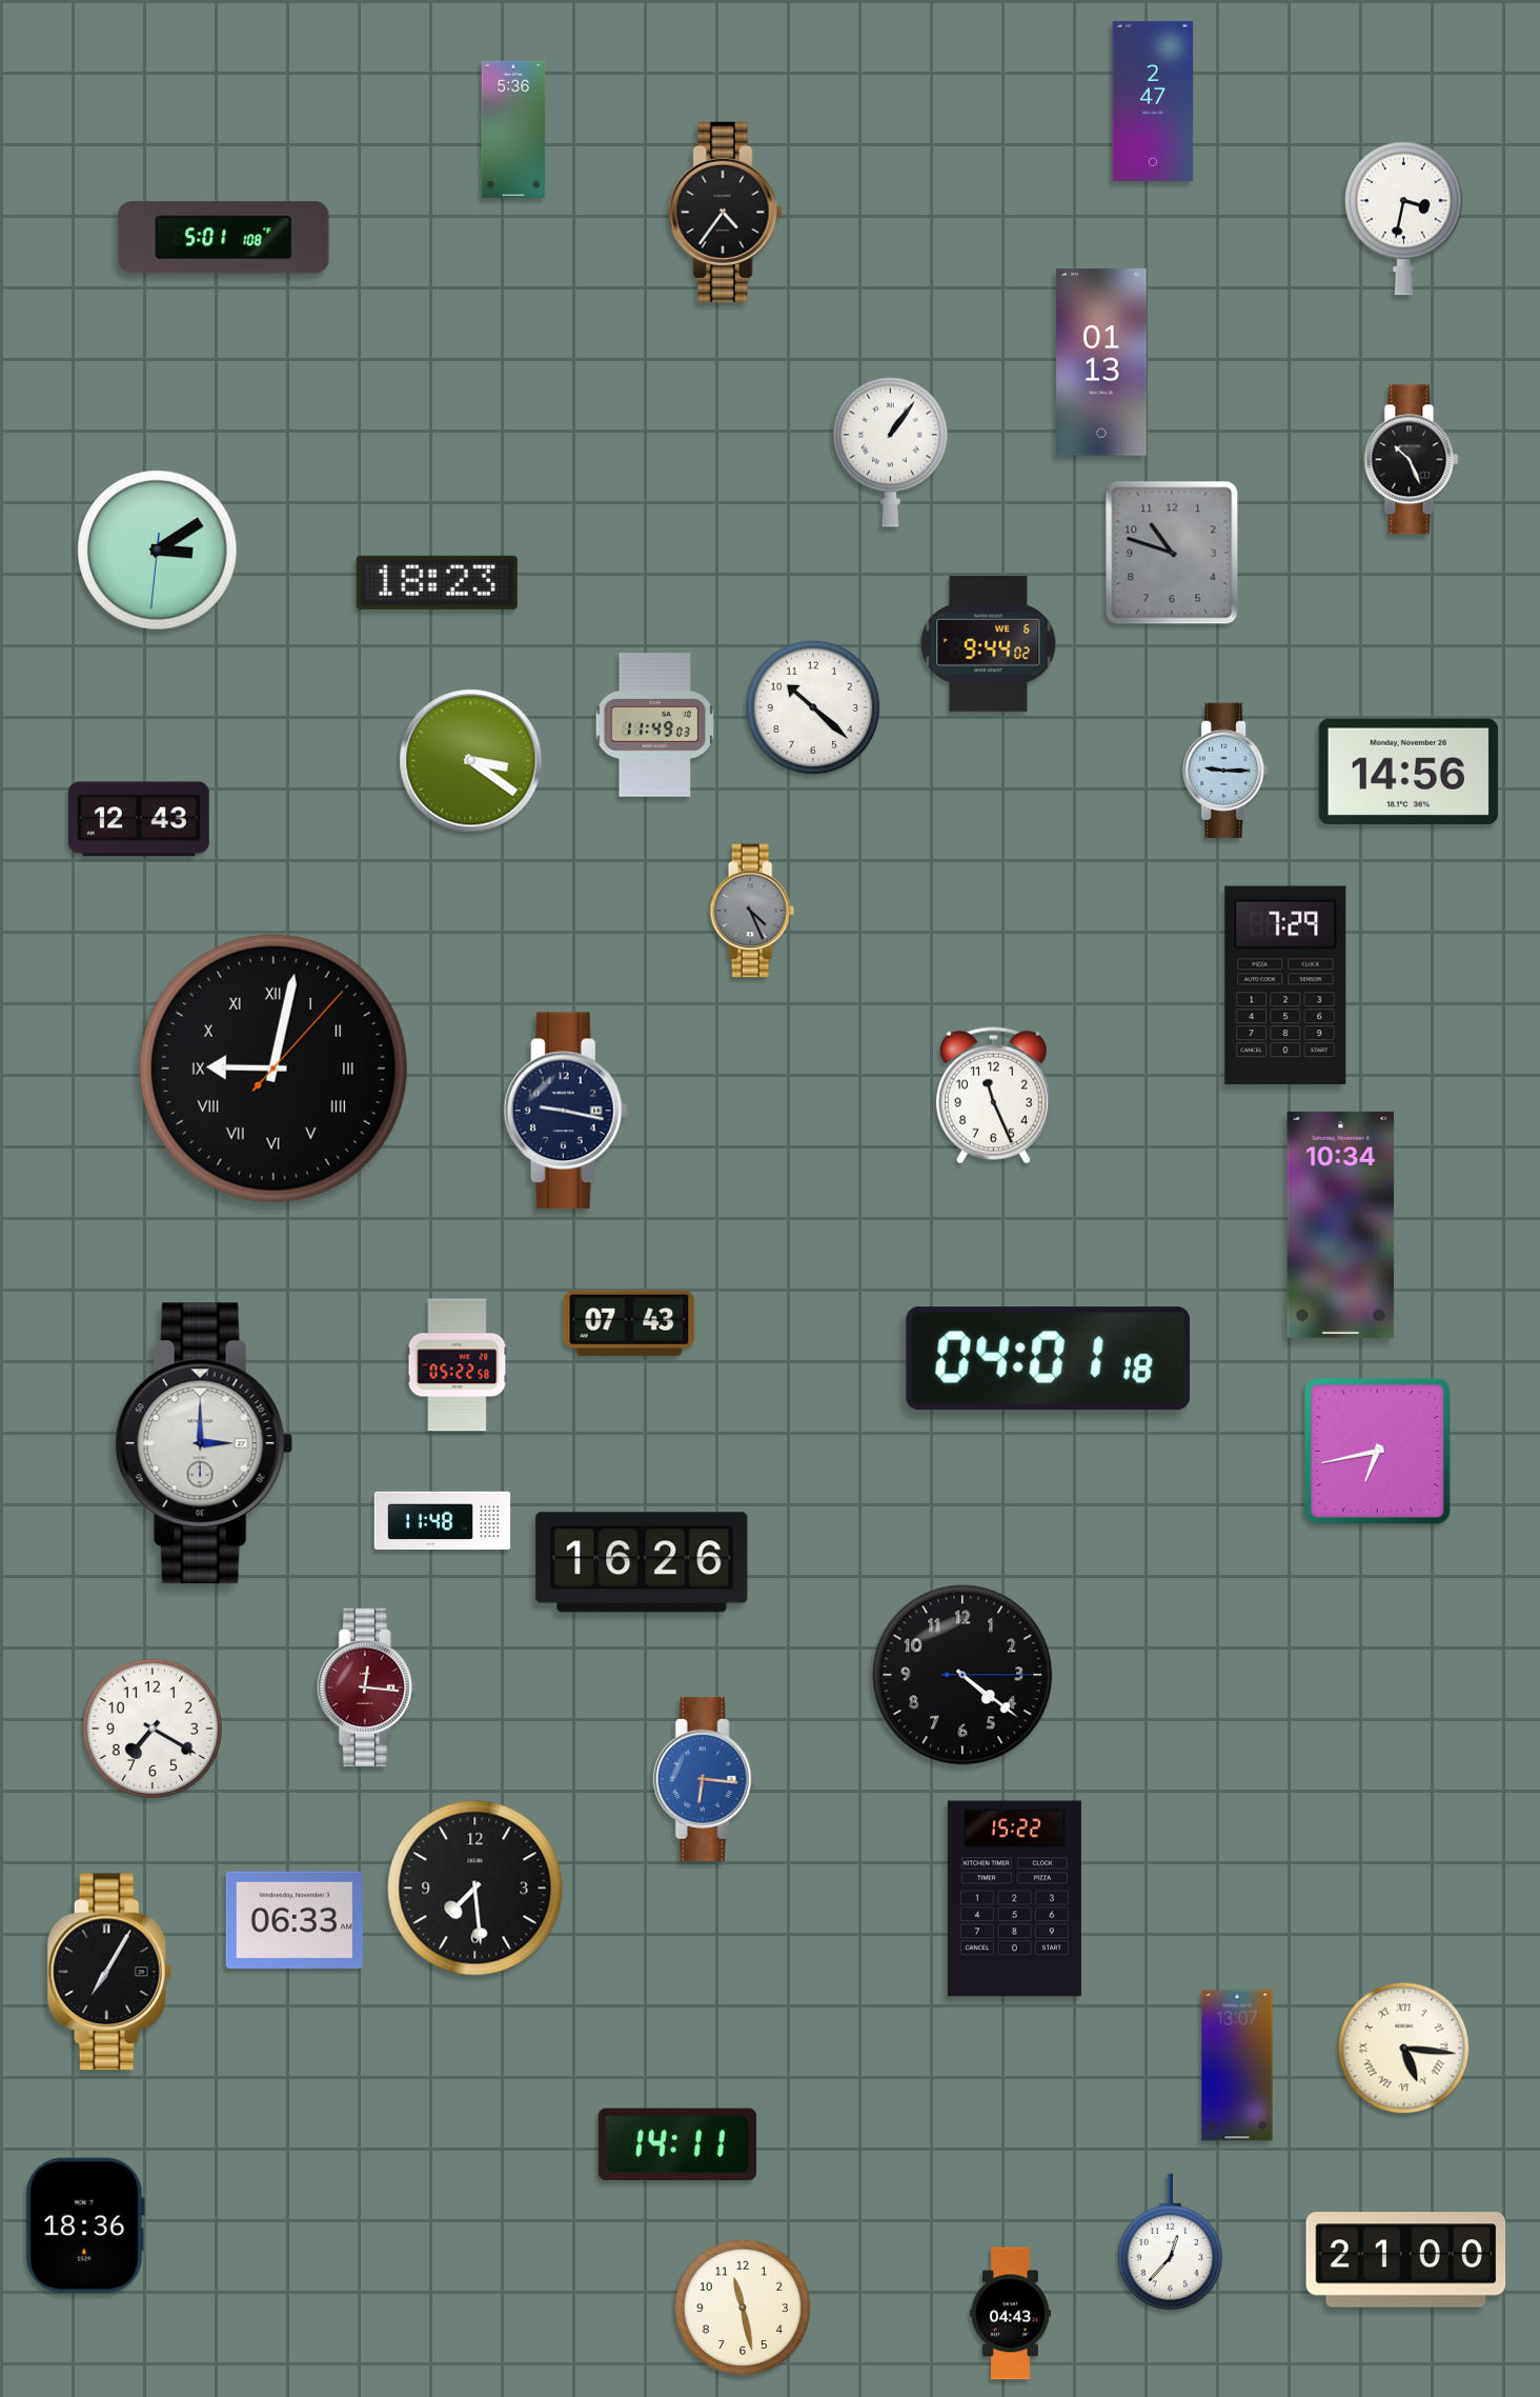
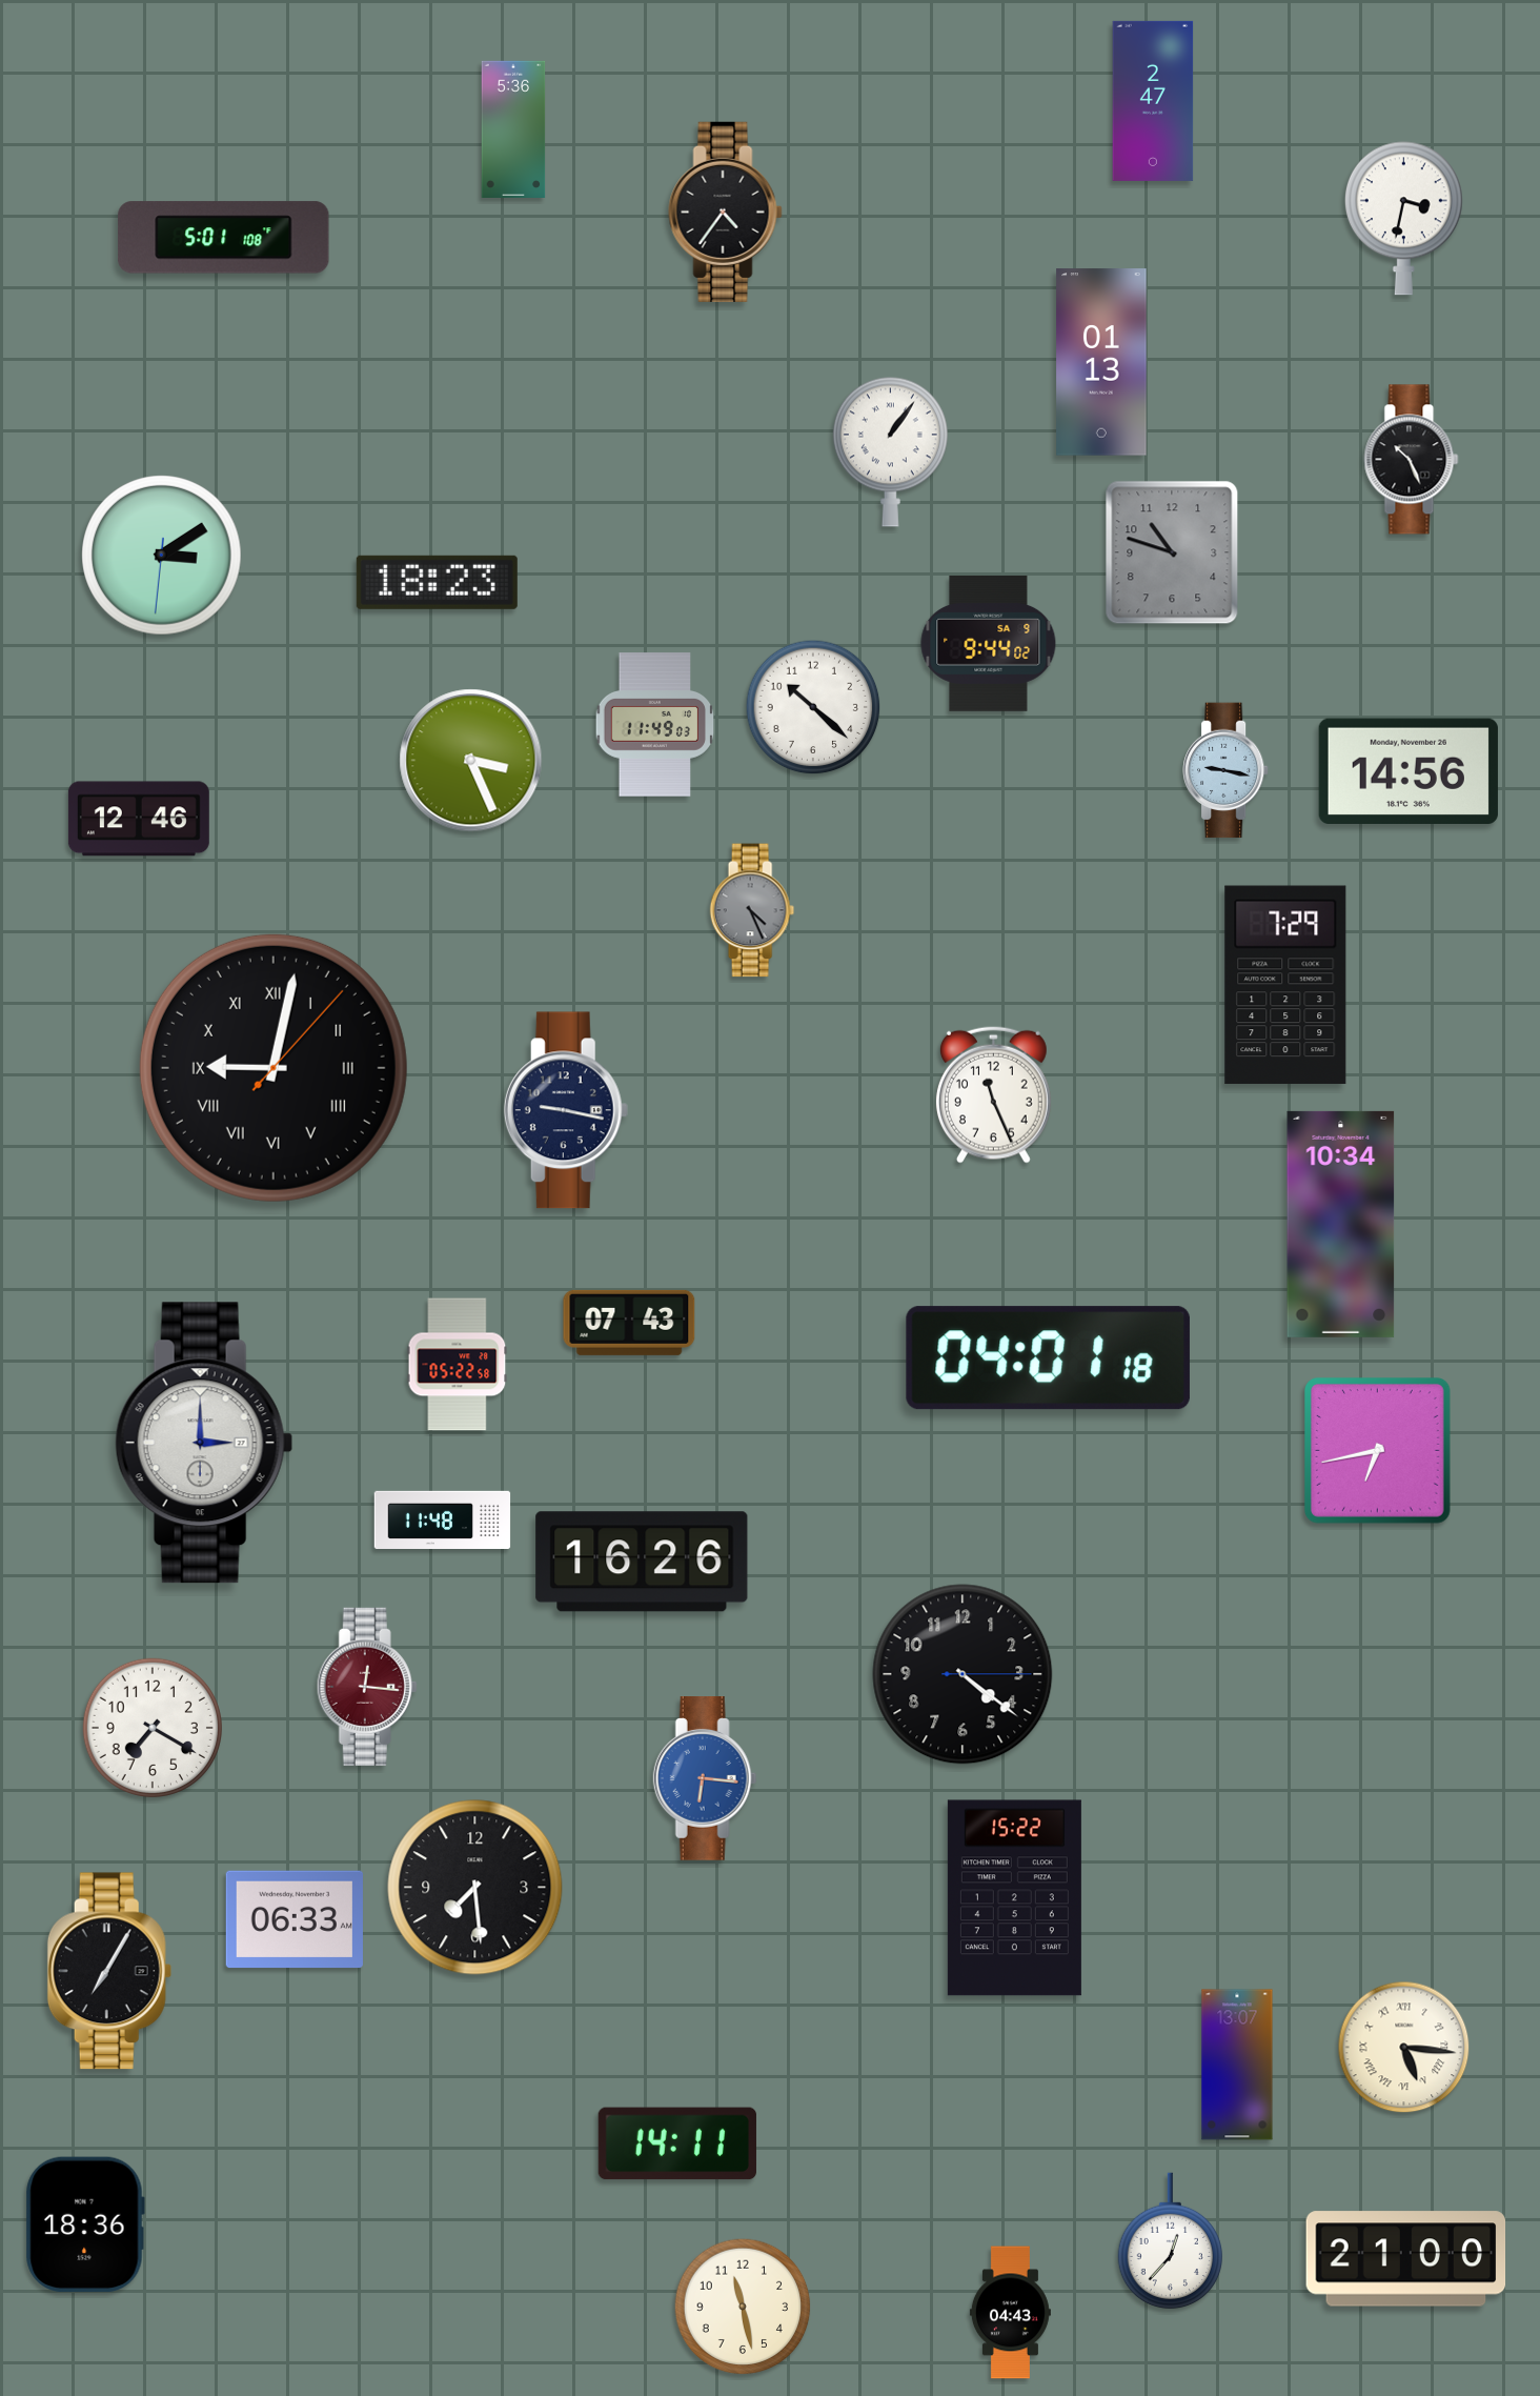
clock at (158, 551) position: (158, 551) -> (162, 556)
clock at (989, 643) date: WE 6 -> SA 9
clock at (471, 761): 3:21 -> 3:26
clock at (1227, 771): 9:15 -> 9:17
clock at (139, 819): 12:43 -> 12:46
